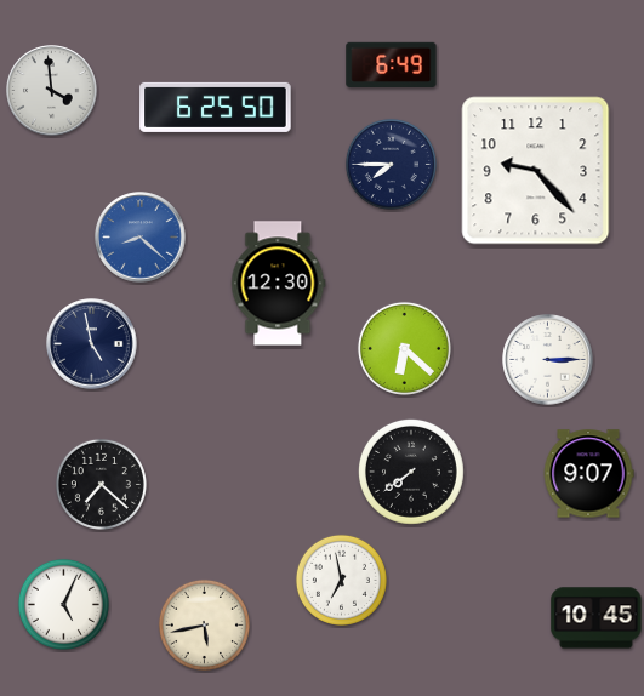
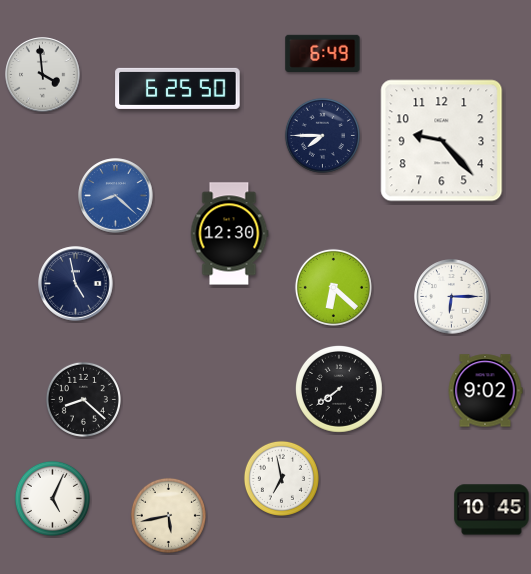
clock at (548, 360): 3:15 -> 6:15
clock at (588, 474): 9:07 -> 9:02
clock at (101, 484): 7:22 -> 8:22
